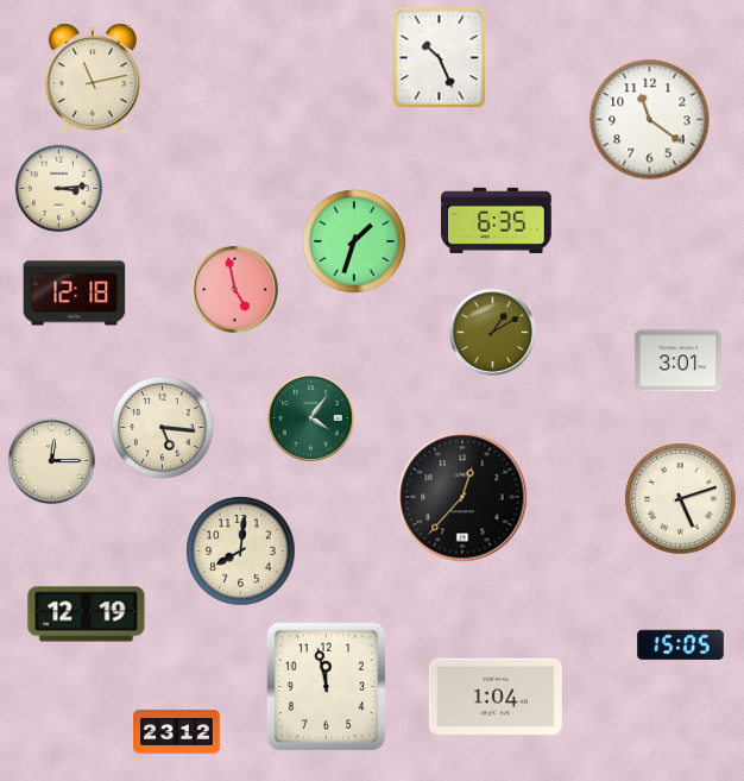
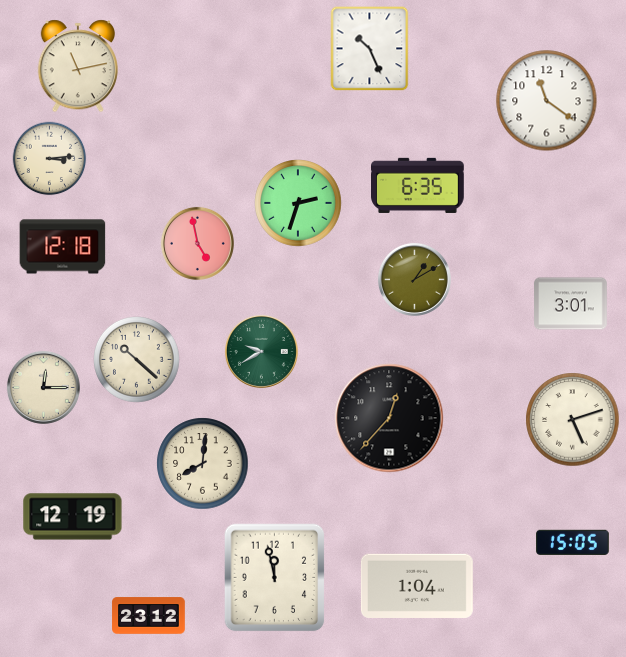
clock at (355, 243): 1:33 -> 2:33
clock at (310, 417): 4:06 -> 9:40
clock at (163, 428): 5:16 -> 10:22
